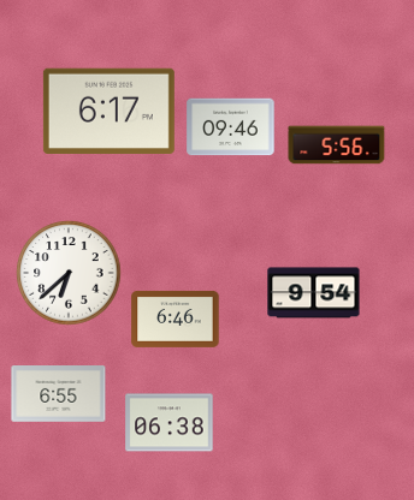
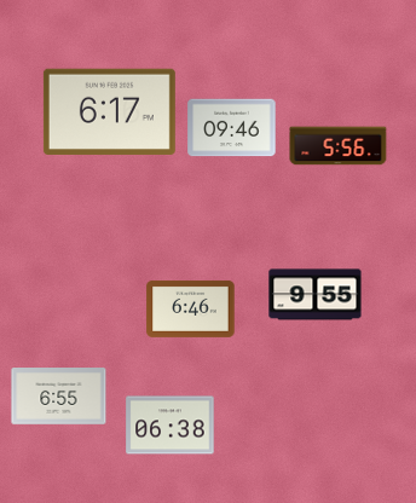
clock at (69, 273): 6:38 -> none
clock at (314, 293): 9:54 -> 9:55
clock at (176, 319) position: (176, 319) -> (191, 308)
